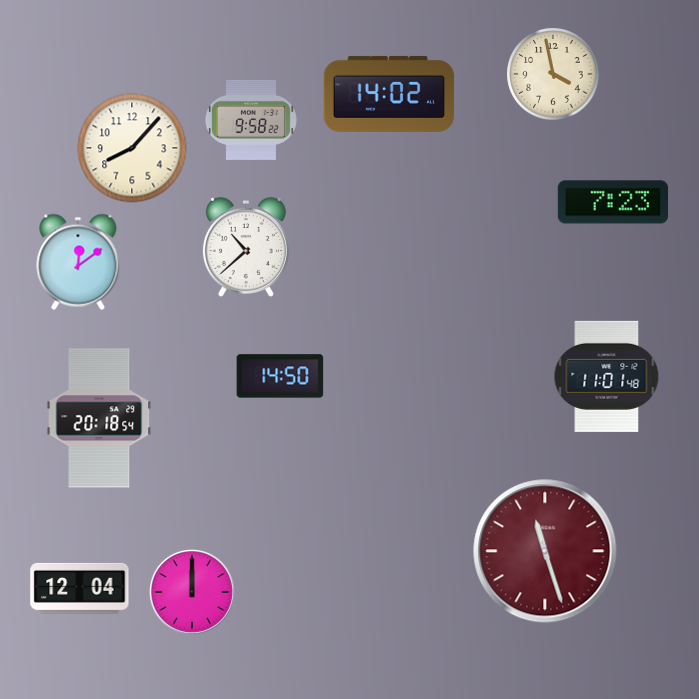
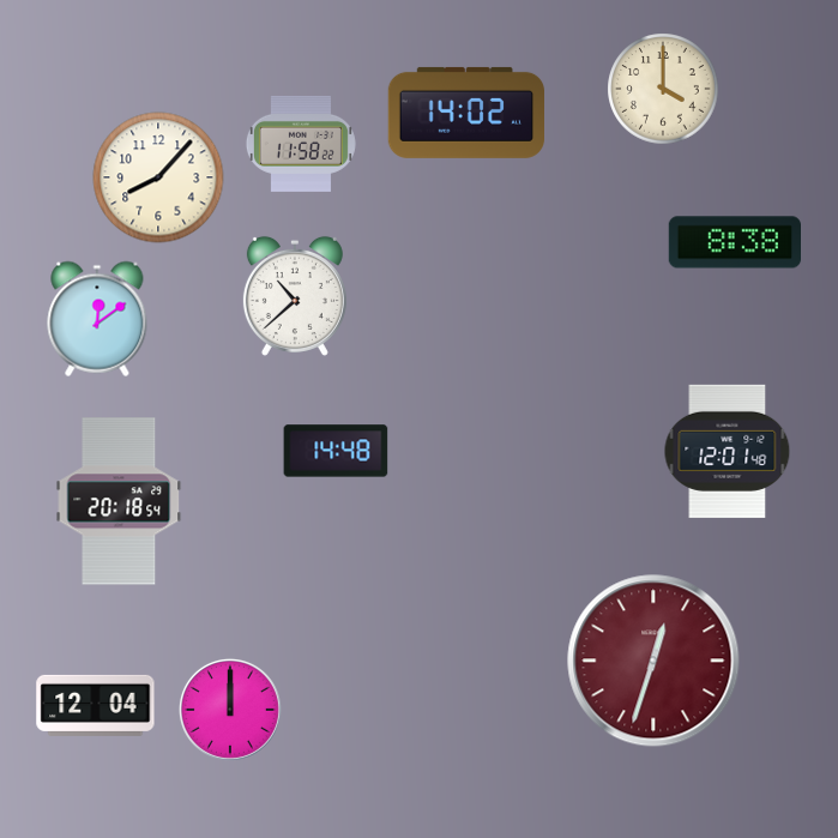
clock at (553, 74): 3:58 -> 4:00
clock at (251, 120): 9:58 -> 11:58
clock at (612, 202): 7:23 -> 8:38
clock at (78, 262) position: (78, 262) -> (97, 319)
clock at (280, 376): 14:50 -> 14:48
clock at (607, 376): 11:01 -> 12:01
clock at (545, 551): 11:27 -> 12:33
